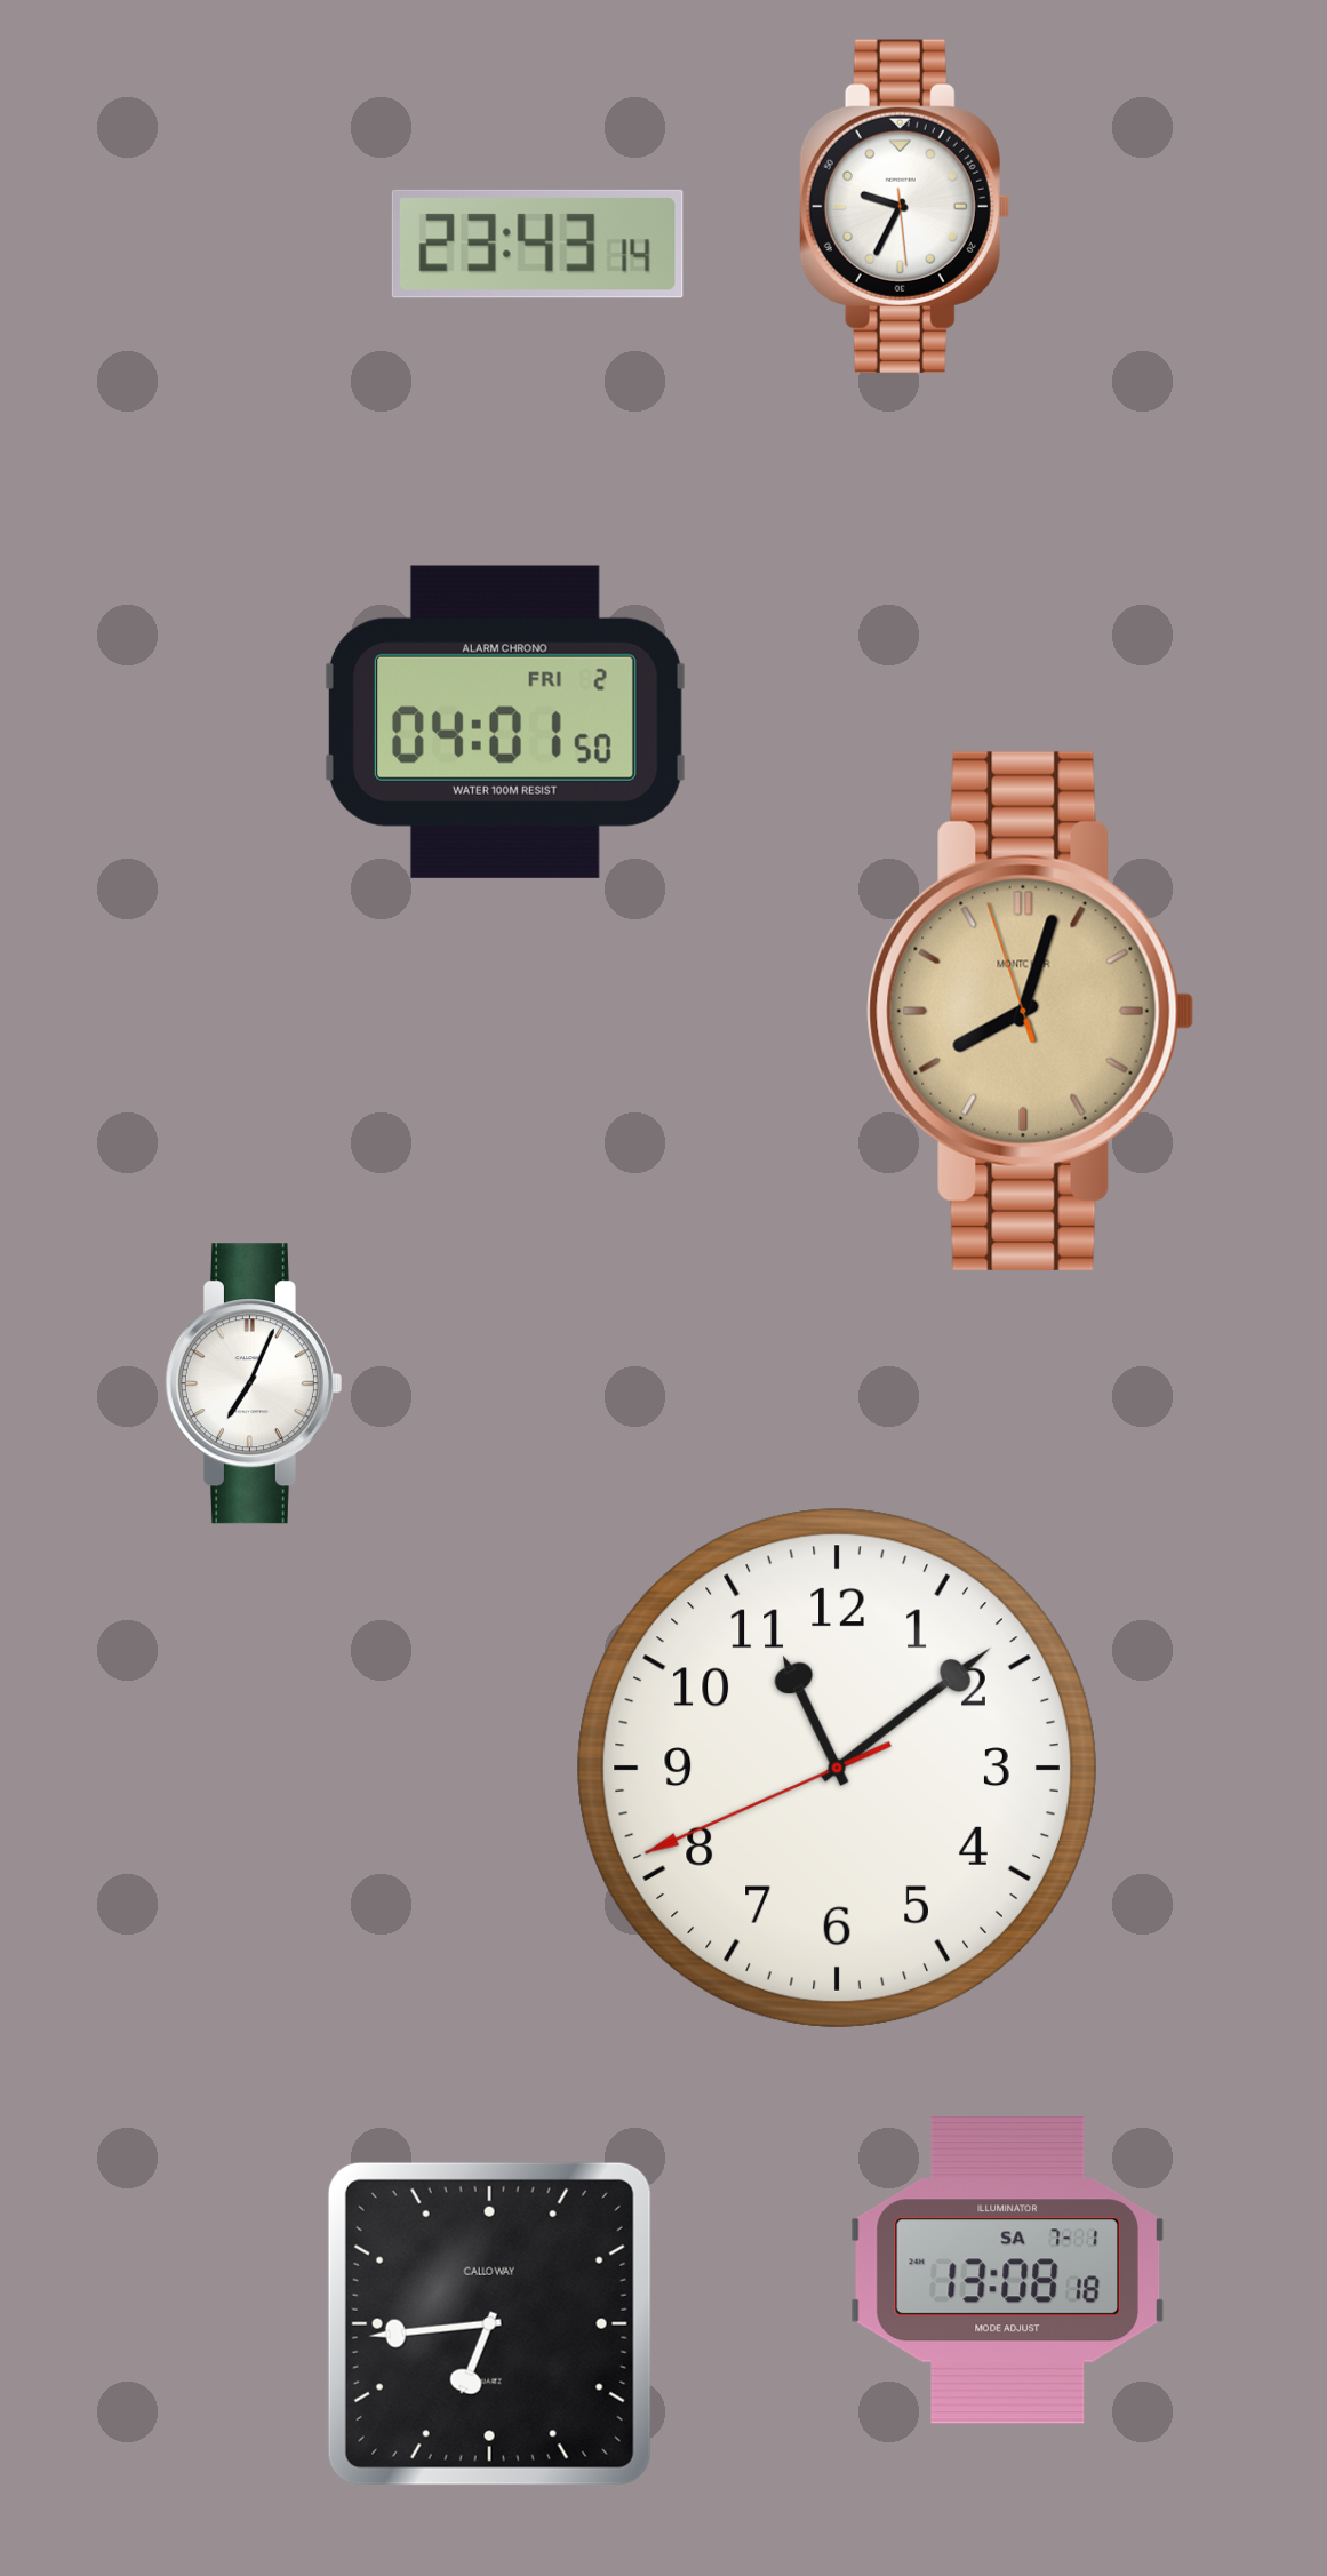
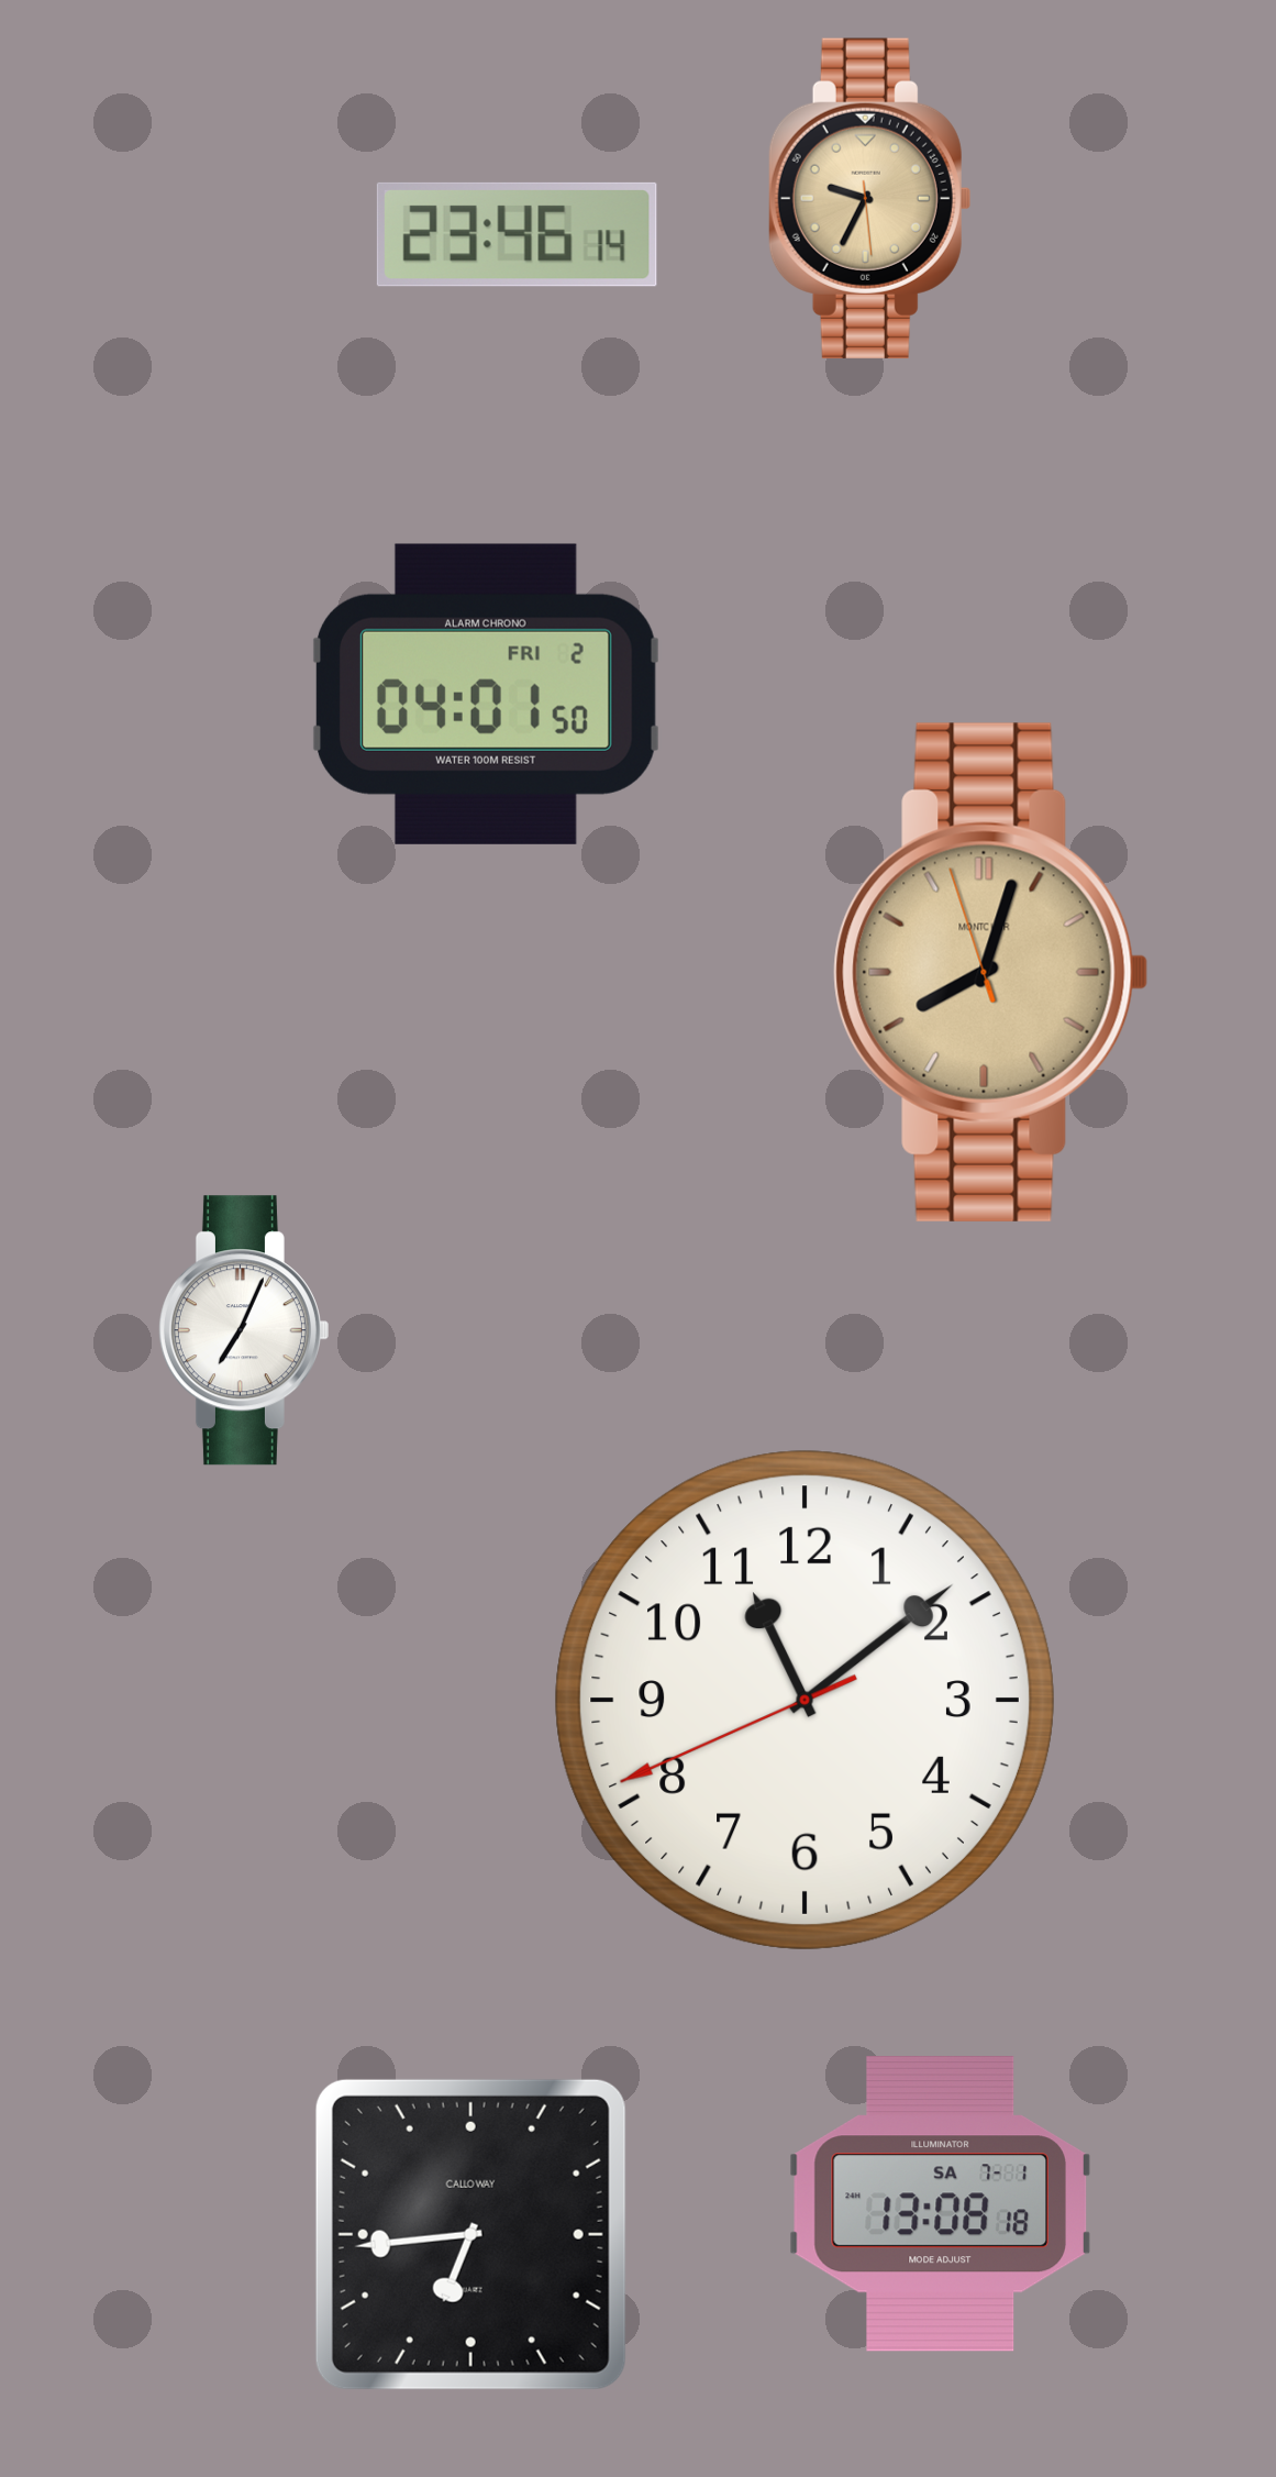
clock at (904, 206) dial: white -> champagne
clock at (537, 244): 23:43 -> 23:46
clock at (1007, 2271) position: (1007, 2271) -> (940, 2204)
